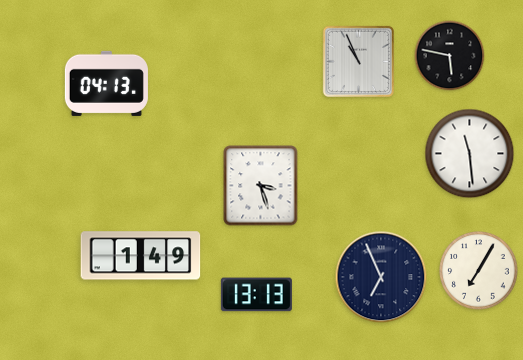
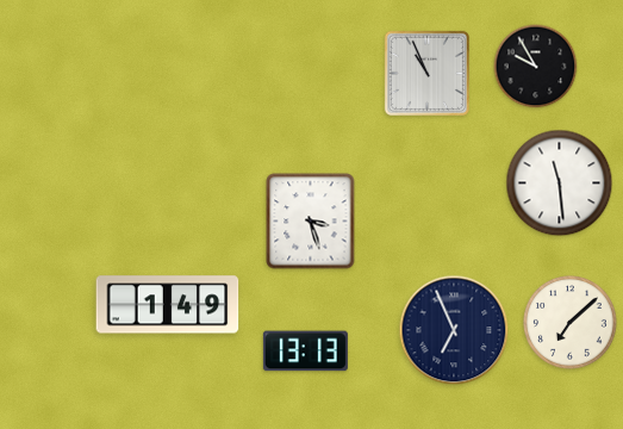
clock at (450, 56): 5:47 -> 9:55
clock at (106, 83): 04:13 -> none
clock at (479, 271): 7:05 -> 7:08
